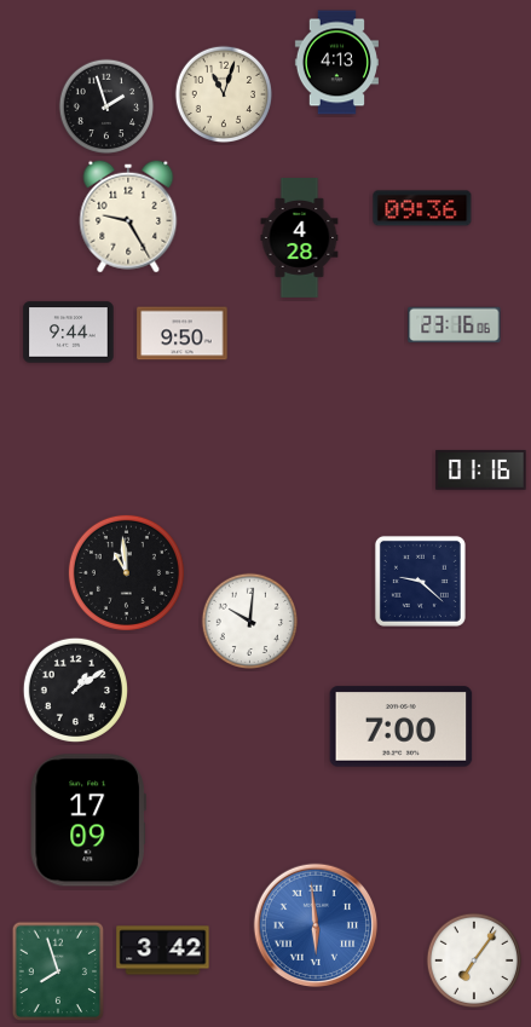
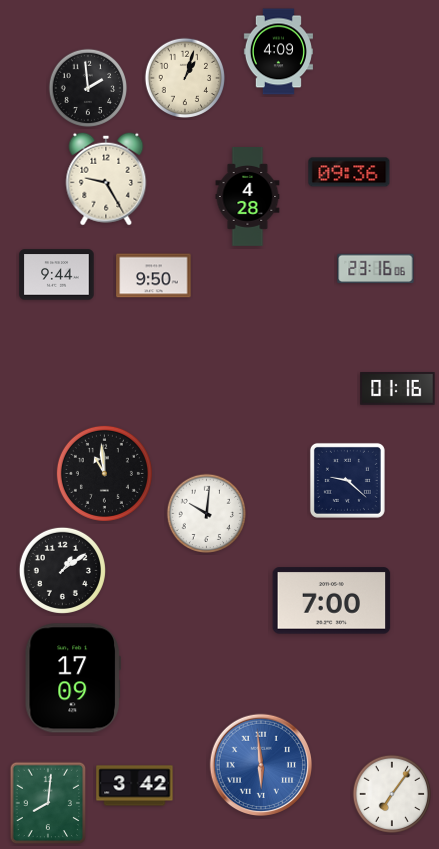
clock at (336, 63): 4:13 -> 4:09
clock at (223, 93): 11:03 -> 1:03
clock at (106, 106): 1:57 -> 1:59
clock at (183, 334) position: (183, 334) -> (154, 276)
clock at (58, 971): 7:57 -> 8:01
